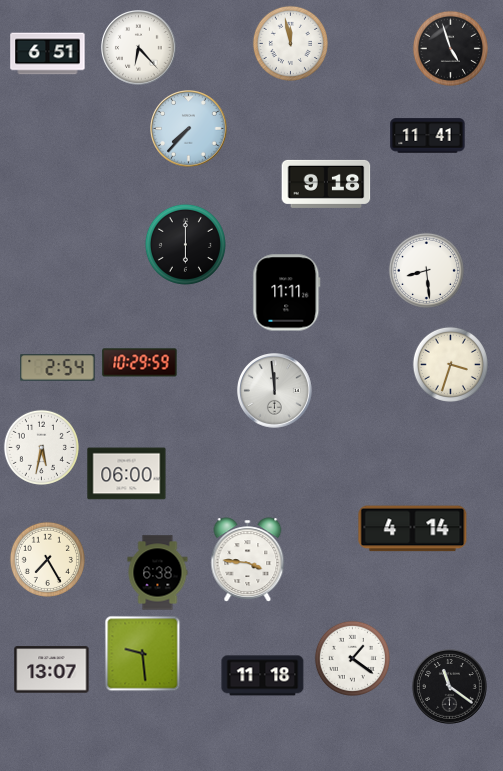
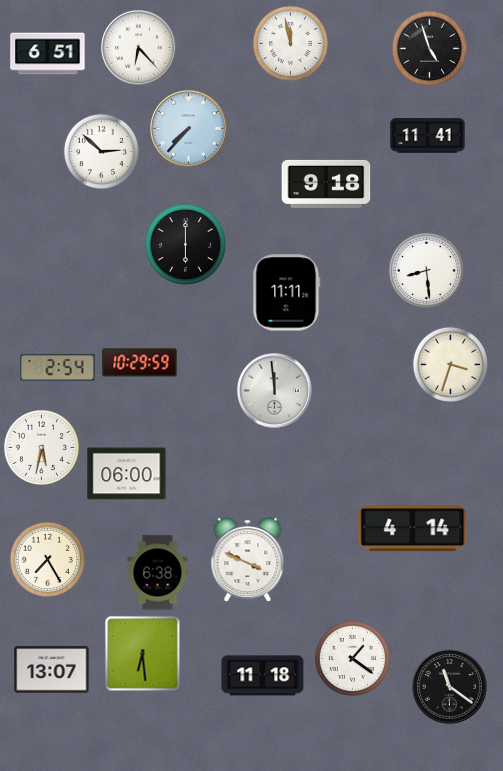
clock at (450, 48) position: (450, 48) -> (429, 48)
clock at (101, 151): none -> 2:52
clock at (248, 560): 3:46 -> 3:49
clock at (143, 654): 9:29 -> 6:29
